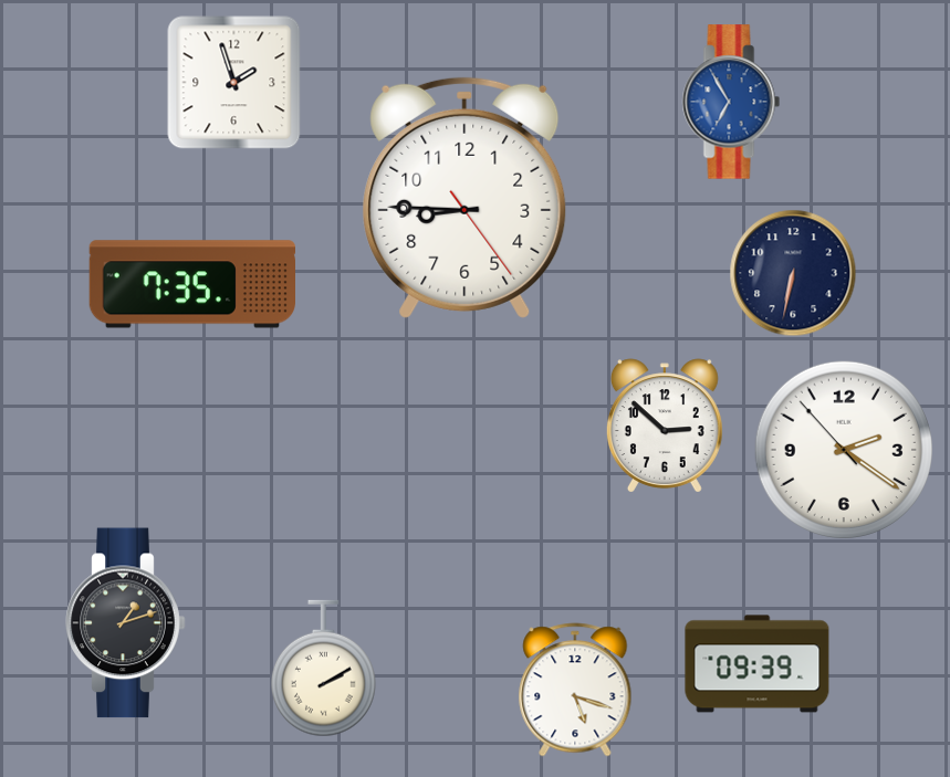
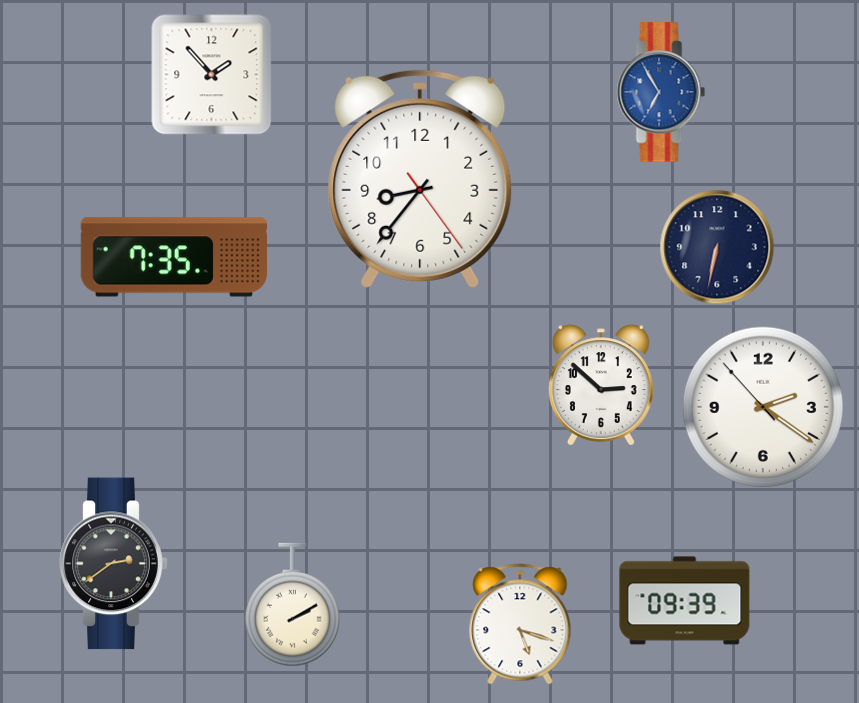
clock at (234, 83): 1:57 -> 1:53
clock at (464, 198): 8:45 -> 8:36
clock at (126, 623): 1:12 -> 2:39
